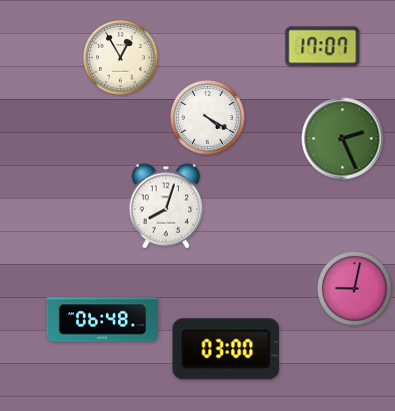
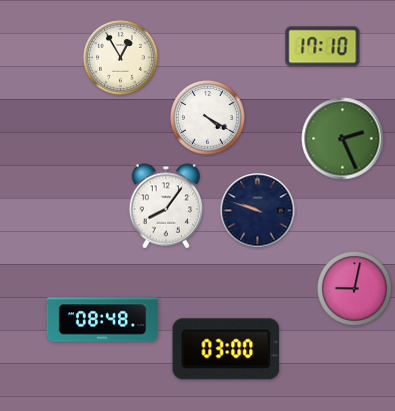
clock at (323, 47): 17:07 -> 17:10
clock at (166, 206): 8:03 -> 8:06
clock at (258, 211): none -> 9:48
clock at (103, 320): 06:48 -> 08:48
